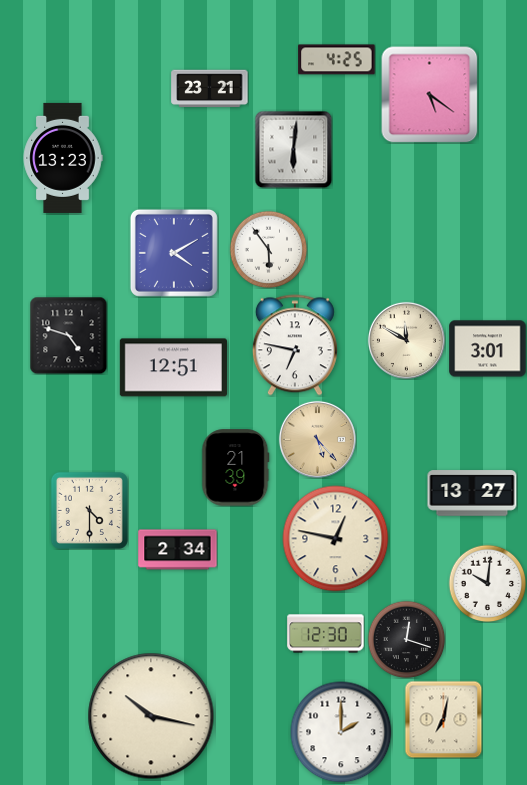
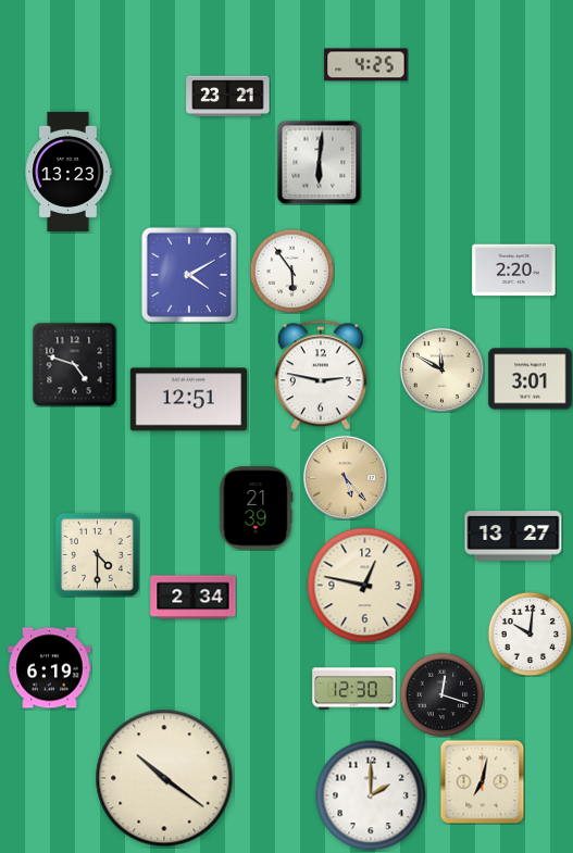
clock at (430, 95): 5:21 -> none
clock at (514, 271): none -> 2:20
clock at (295, 345): 6:47 -> 2:47
clock at (50, 668): none -> 6:19
clock at (151, 716): 10:17 -> 10:21
